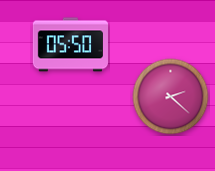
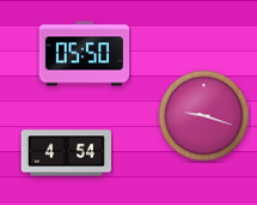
clock at (171, 97): 2:22 -> 9:18
clock at (66, 153): none -> 4:54
